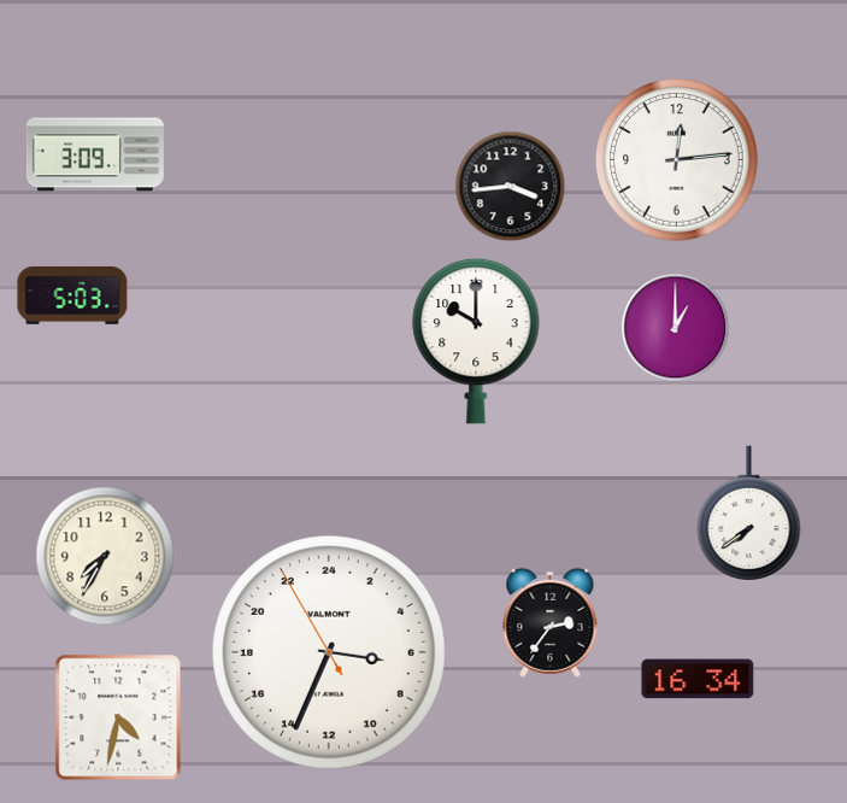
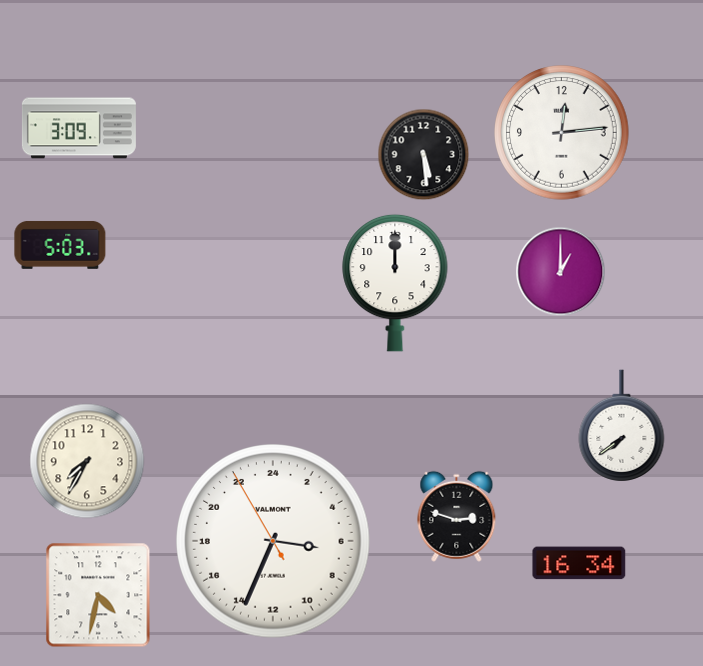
clock at (511, 187): 3:44 -> 5:29
clock at (476, 341): 10:00 -> 12:00
clock at (551, 622): 2:36 -> 2:48
